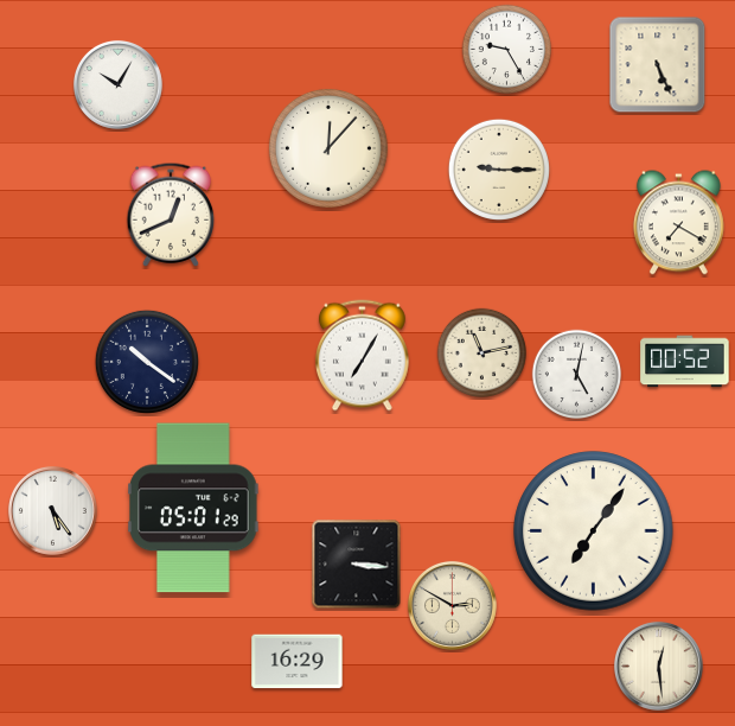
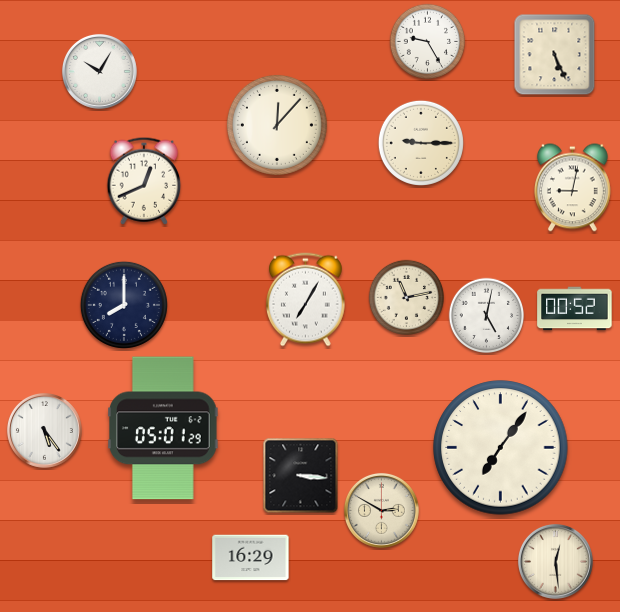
clock at (678, 223): 7:20 -> 9:02
clock at (147, 362): 10:21 -> 8:00
clock at (685, 362) position: (685, 362) -> (575, 309)
